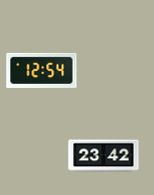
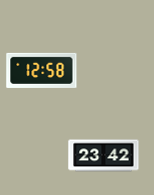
clock at (42, 70): 12:54 -> 12:58
